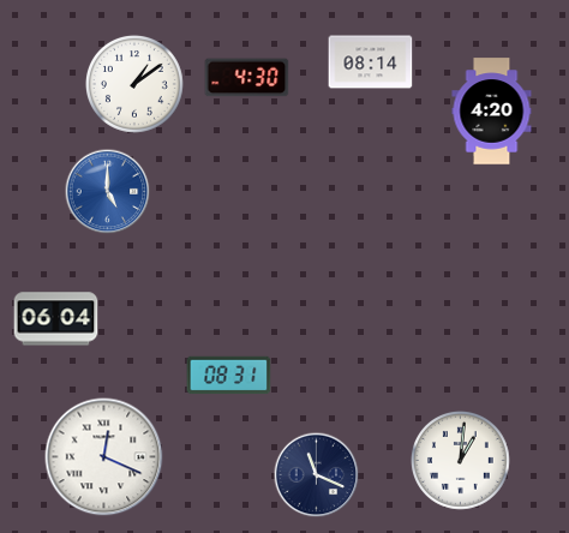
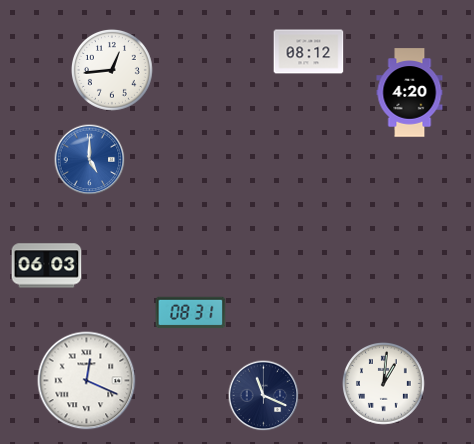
clock at (371, 62): 08:14 -> 08:12
clock at (247, 78): 4:30 -> none
clock at (134, 84): 1:09 -> 12:44
clock at (56, 319): 06:04 -> 06:03
